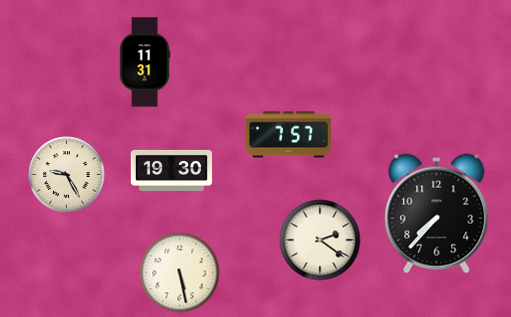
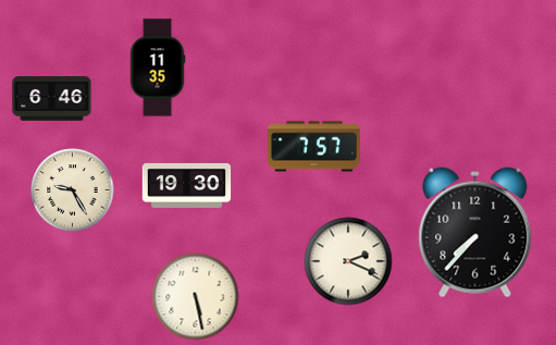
clock at (145, 62): 11:31 -> 11:35
clock at (52, 99): none -> 6:46
clock at (320, 240): 2:21 -> 2:19
